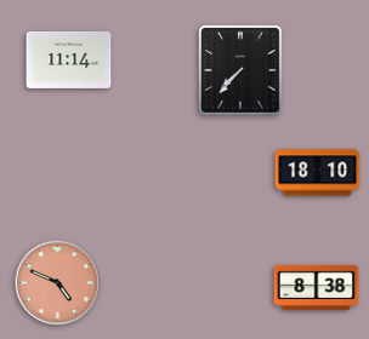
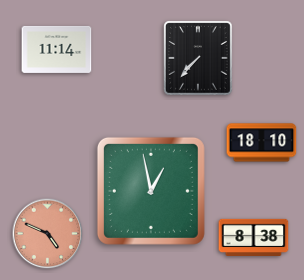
clock at (151, 191): none -> 12:58
clock at (317, 287) position: (317, 287) -> (254, 237)
